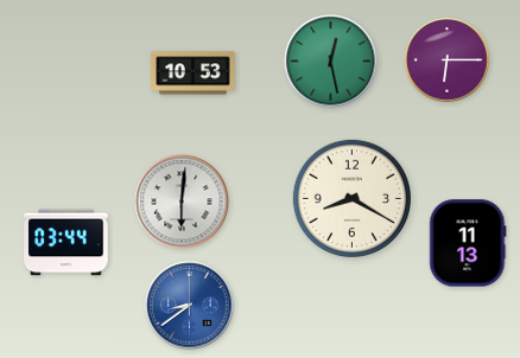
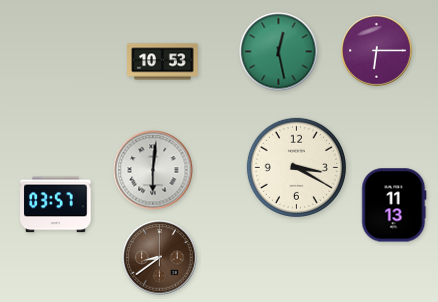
clock at (351, 198): 8:20 -> 3:20
clock at (66, 243): 03:44 -> 03:57
clock at (190, 306) dial: blue -> brown
